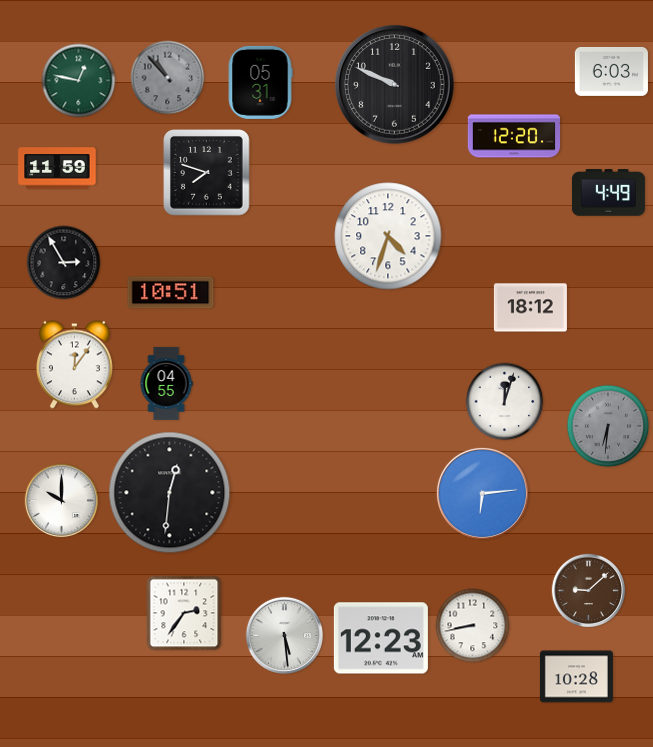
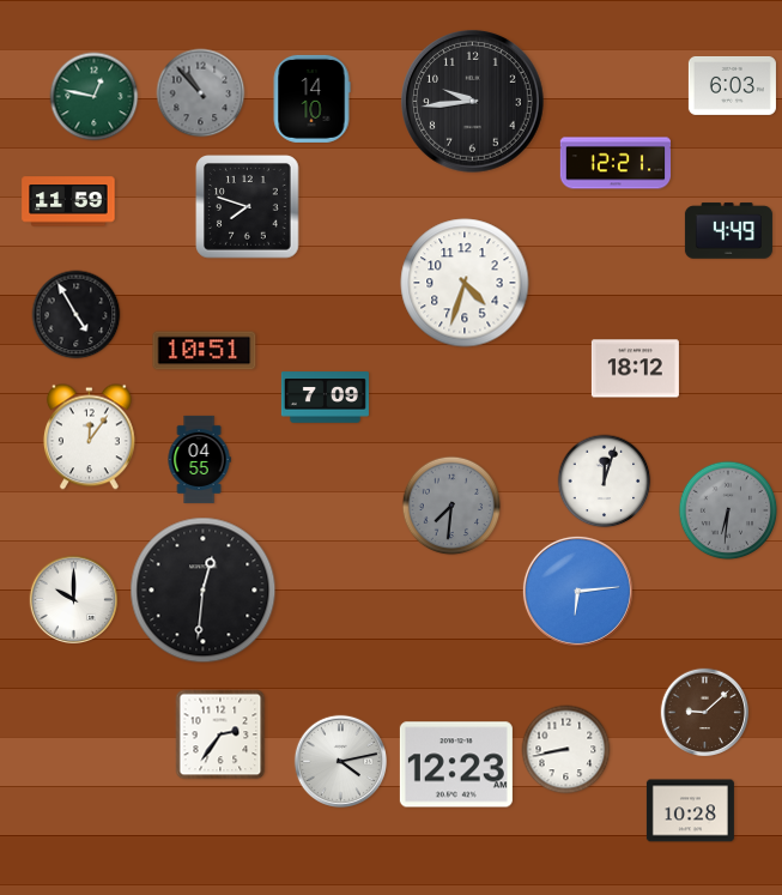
clock at (260, 82): 05:31 -> 14:10
clock at (395, 85): 9:49 -> 9:44
clock at (513, 136): 12:20 -> 12:21
clock at (64, 263): 2:55 -> 4:55
clock at (325, 398): none -> 7:09
clock at (451, 506): none -> 7:31
clock at (589, 591) position: (589, 591) -> (705, 713)
clock at (284, 635): 5:29 -> 4:13
